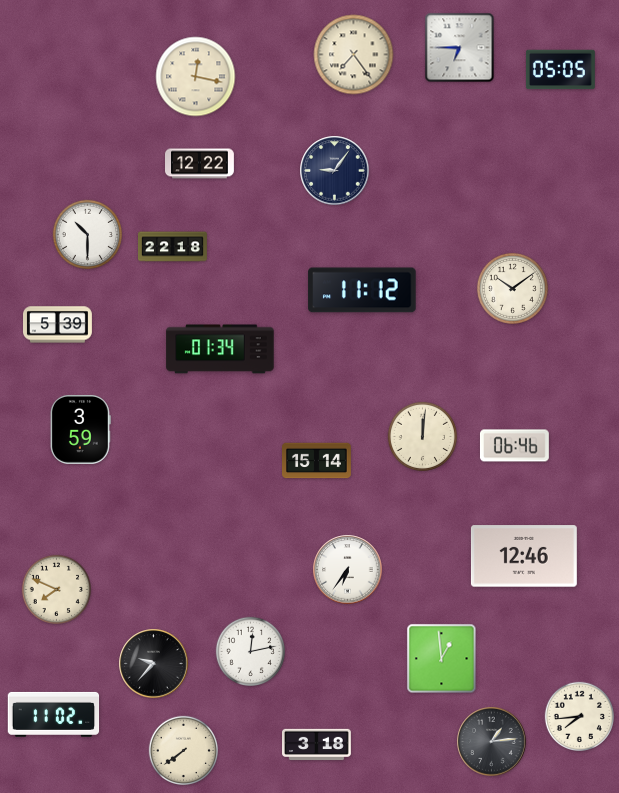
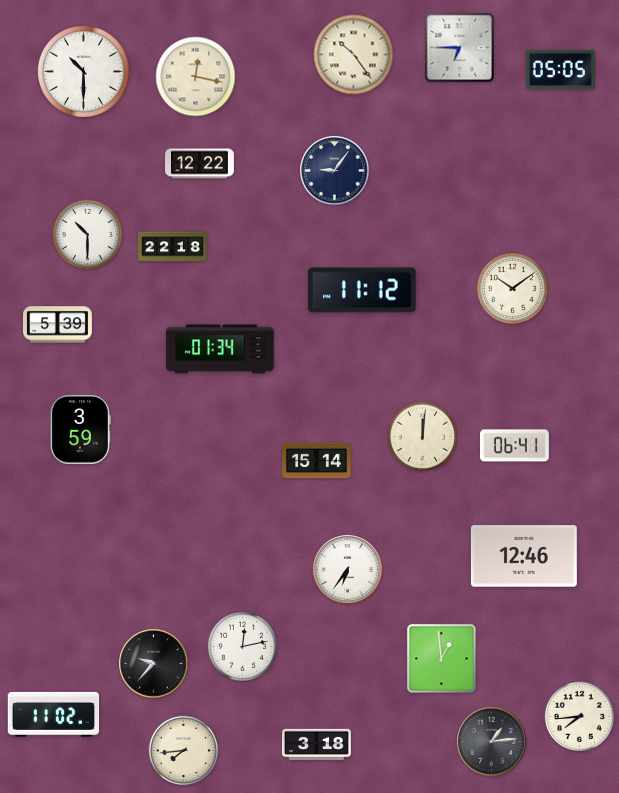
clock at (354, 55): 7:24 -> 10:24
clock at (83, 71): none -> 10:30
clock at (514, 446): 06:46 -> 06:41
clock at (56, 589): 7:49 -> none
clock at (250, 651) position: (250, 651) -> (242, 646)
clock at (183, 750): 7:39 -> 7:44
